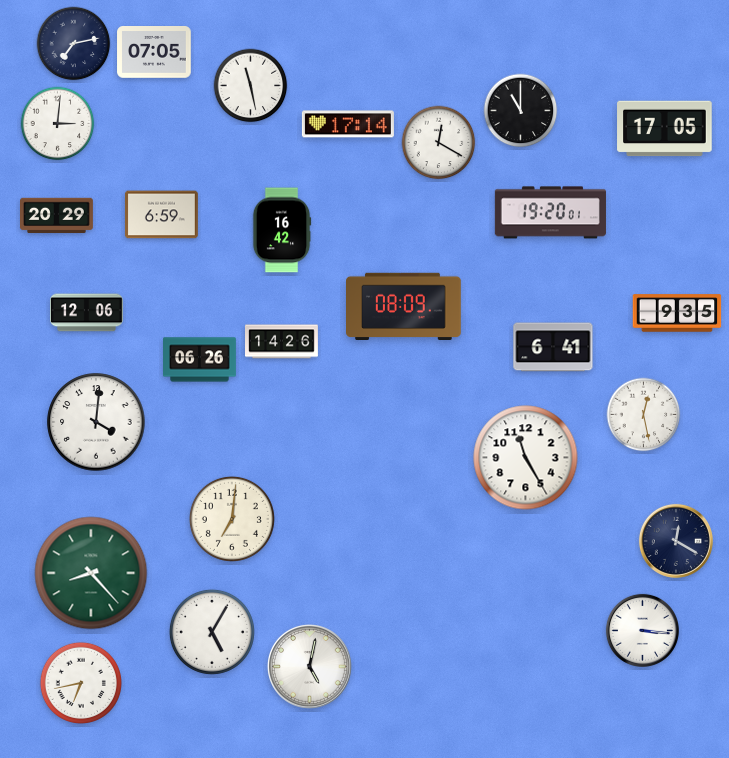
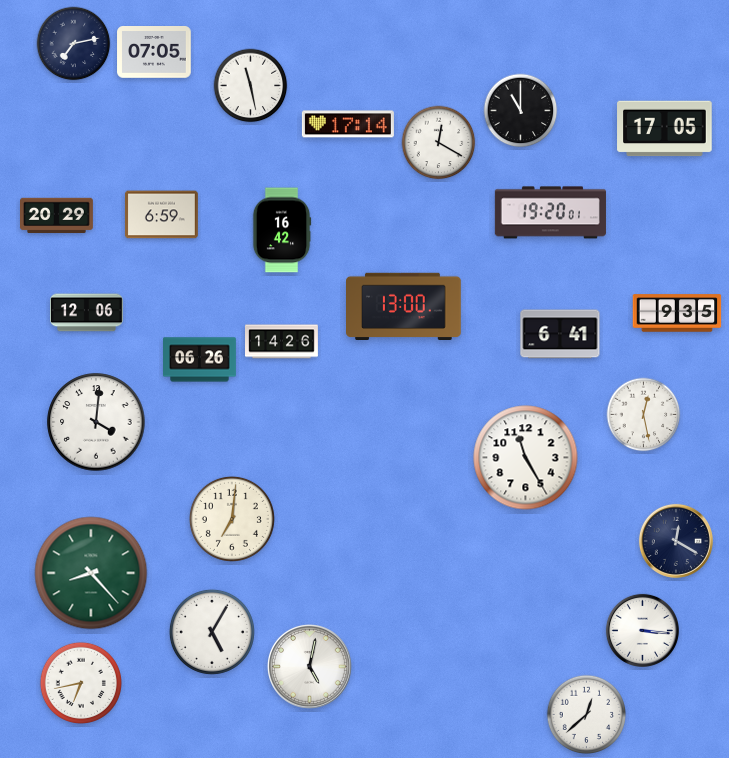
clock at (58, 124): 3:01 -> none
clock at (404, 306): 08:09 -> 13:00
clock at (553, 347) position: (553, 347) -> (560, 334)
clock at (587, 715): none -> 12:38
